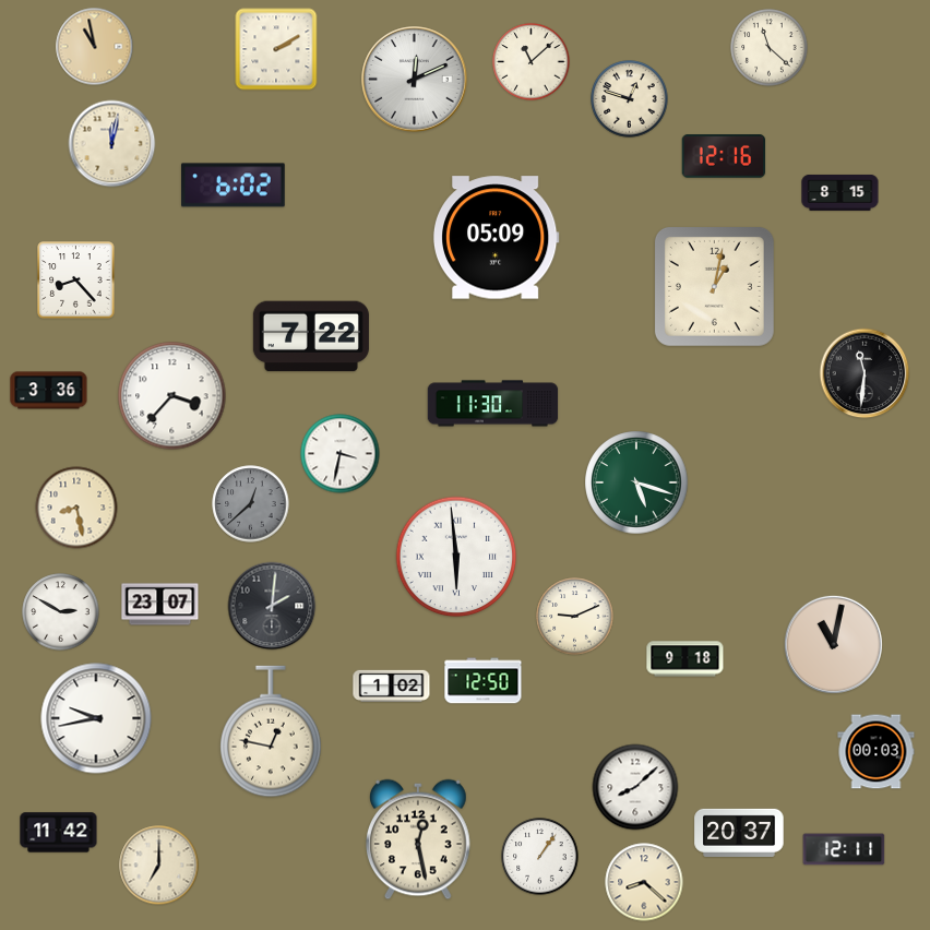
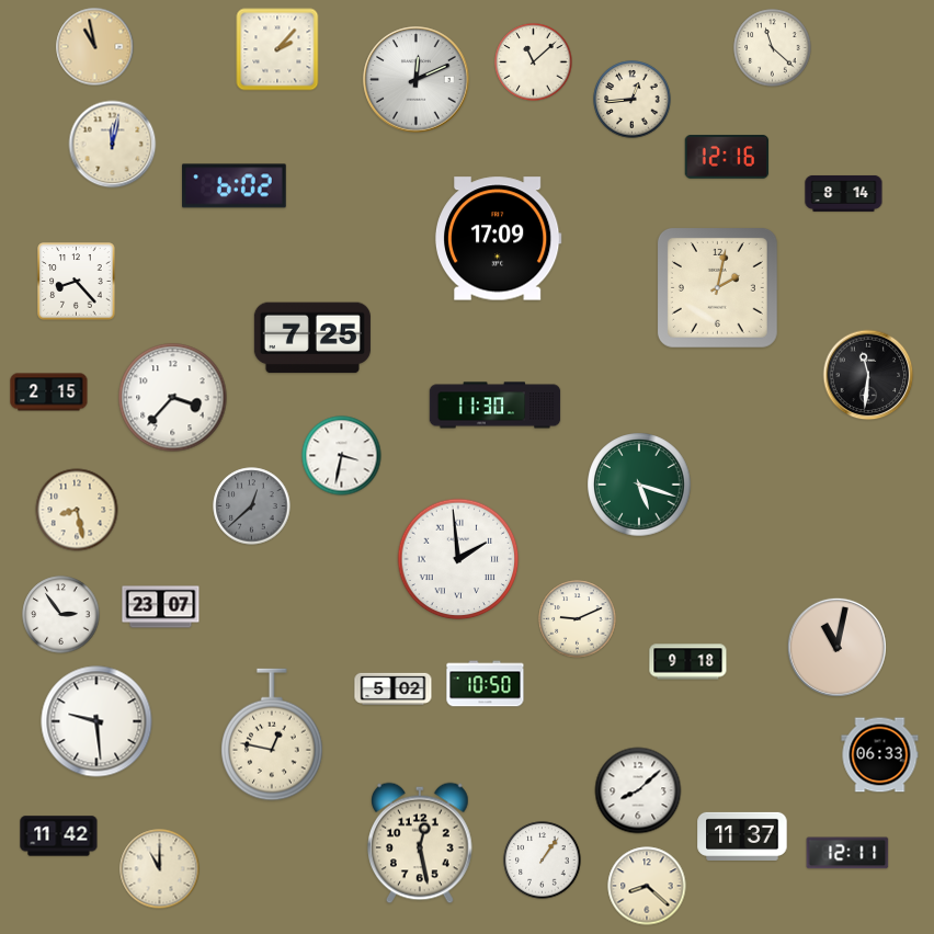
clock at (276, 49): 2:10 -> 2:07
clock at (630, 99): 12:48 -> 12:44
clock at (840, 192): 8:15 -> 8:14
clock at (496, 238): 05:09 -> 17:09
clock at (714, 286): 1:02 -> 2:02
clock at (311, 336): 7:22 -> 7:25
clock at (49, 391): 3:36 -> 2:15
clock at (456, 557): 5:59 -> 1:59
clock at (272, 606): 2:01 -> none
clock at (61, 612): 2:50 -> 2:54
clock at (484, 681): 12:50 -> 10:50
clock at (392, 685): 1:02 -> 5:02
clock at (96, 718): 9:43 -> 9:29
clock at (877, 752): 00:03 -> 06:33
clock at (739, 833): 20:37 -> 11:37
clock at (159, 866): 7:00 -> 11:00
